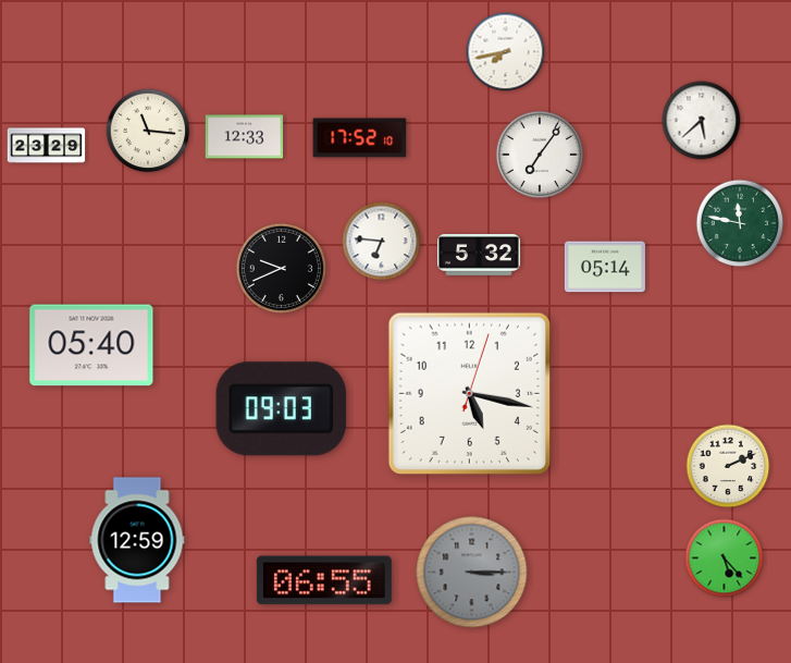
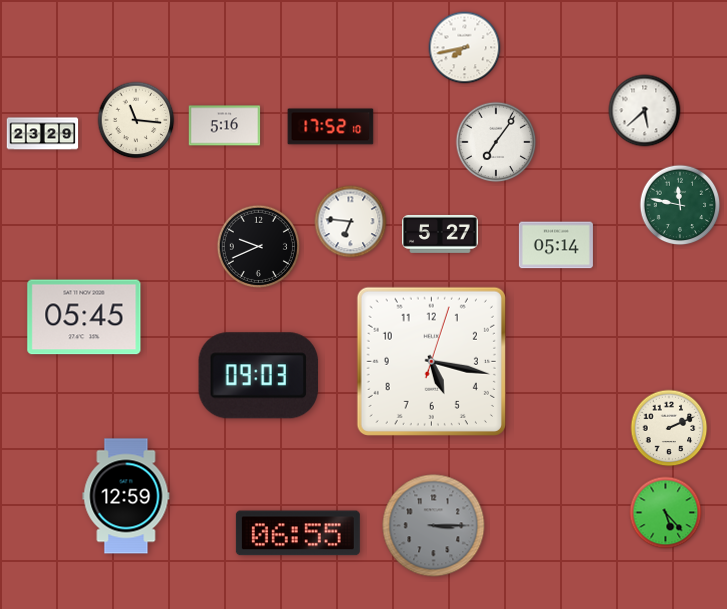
clock at (245, 137): 12:33 -> 5:16
clock at (479, 255): 5:32 -> 5:27
clock at (91, 345): 05:40 -> 05:45
